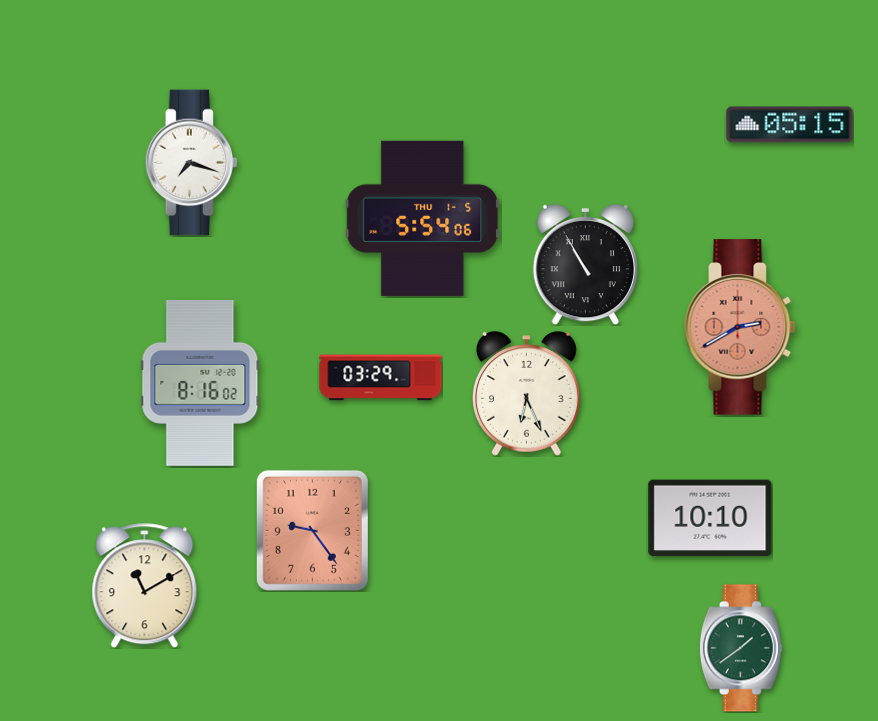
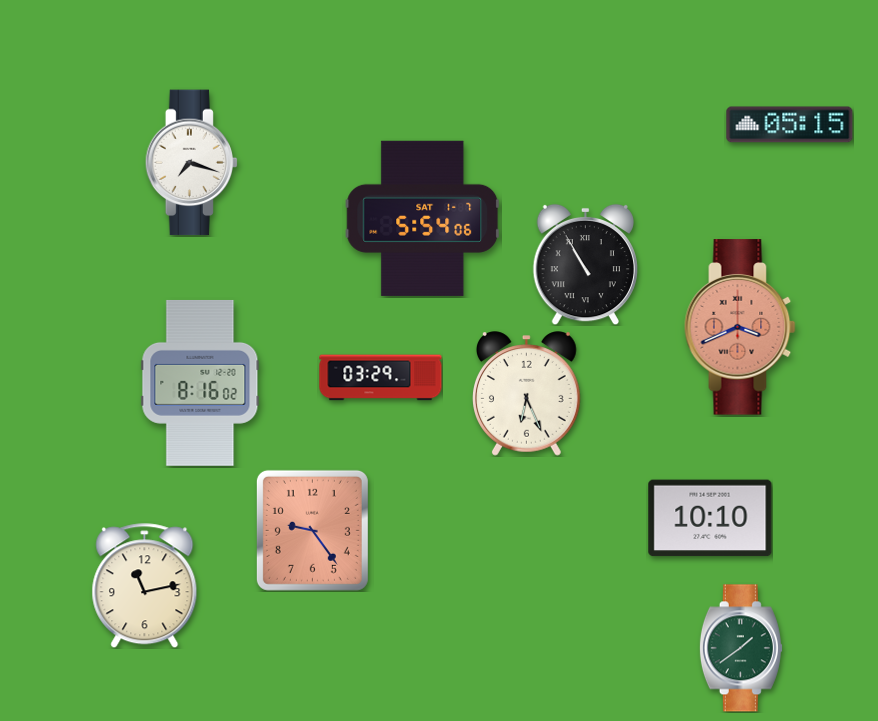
clock at (423, 218) date: THU 1-5 -> SAT 1-7
clock at (740, 327): 2:40 -> 3:41
clock at (145, 586): 11:10 -> 11:13
